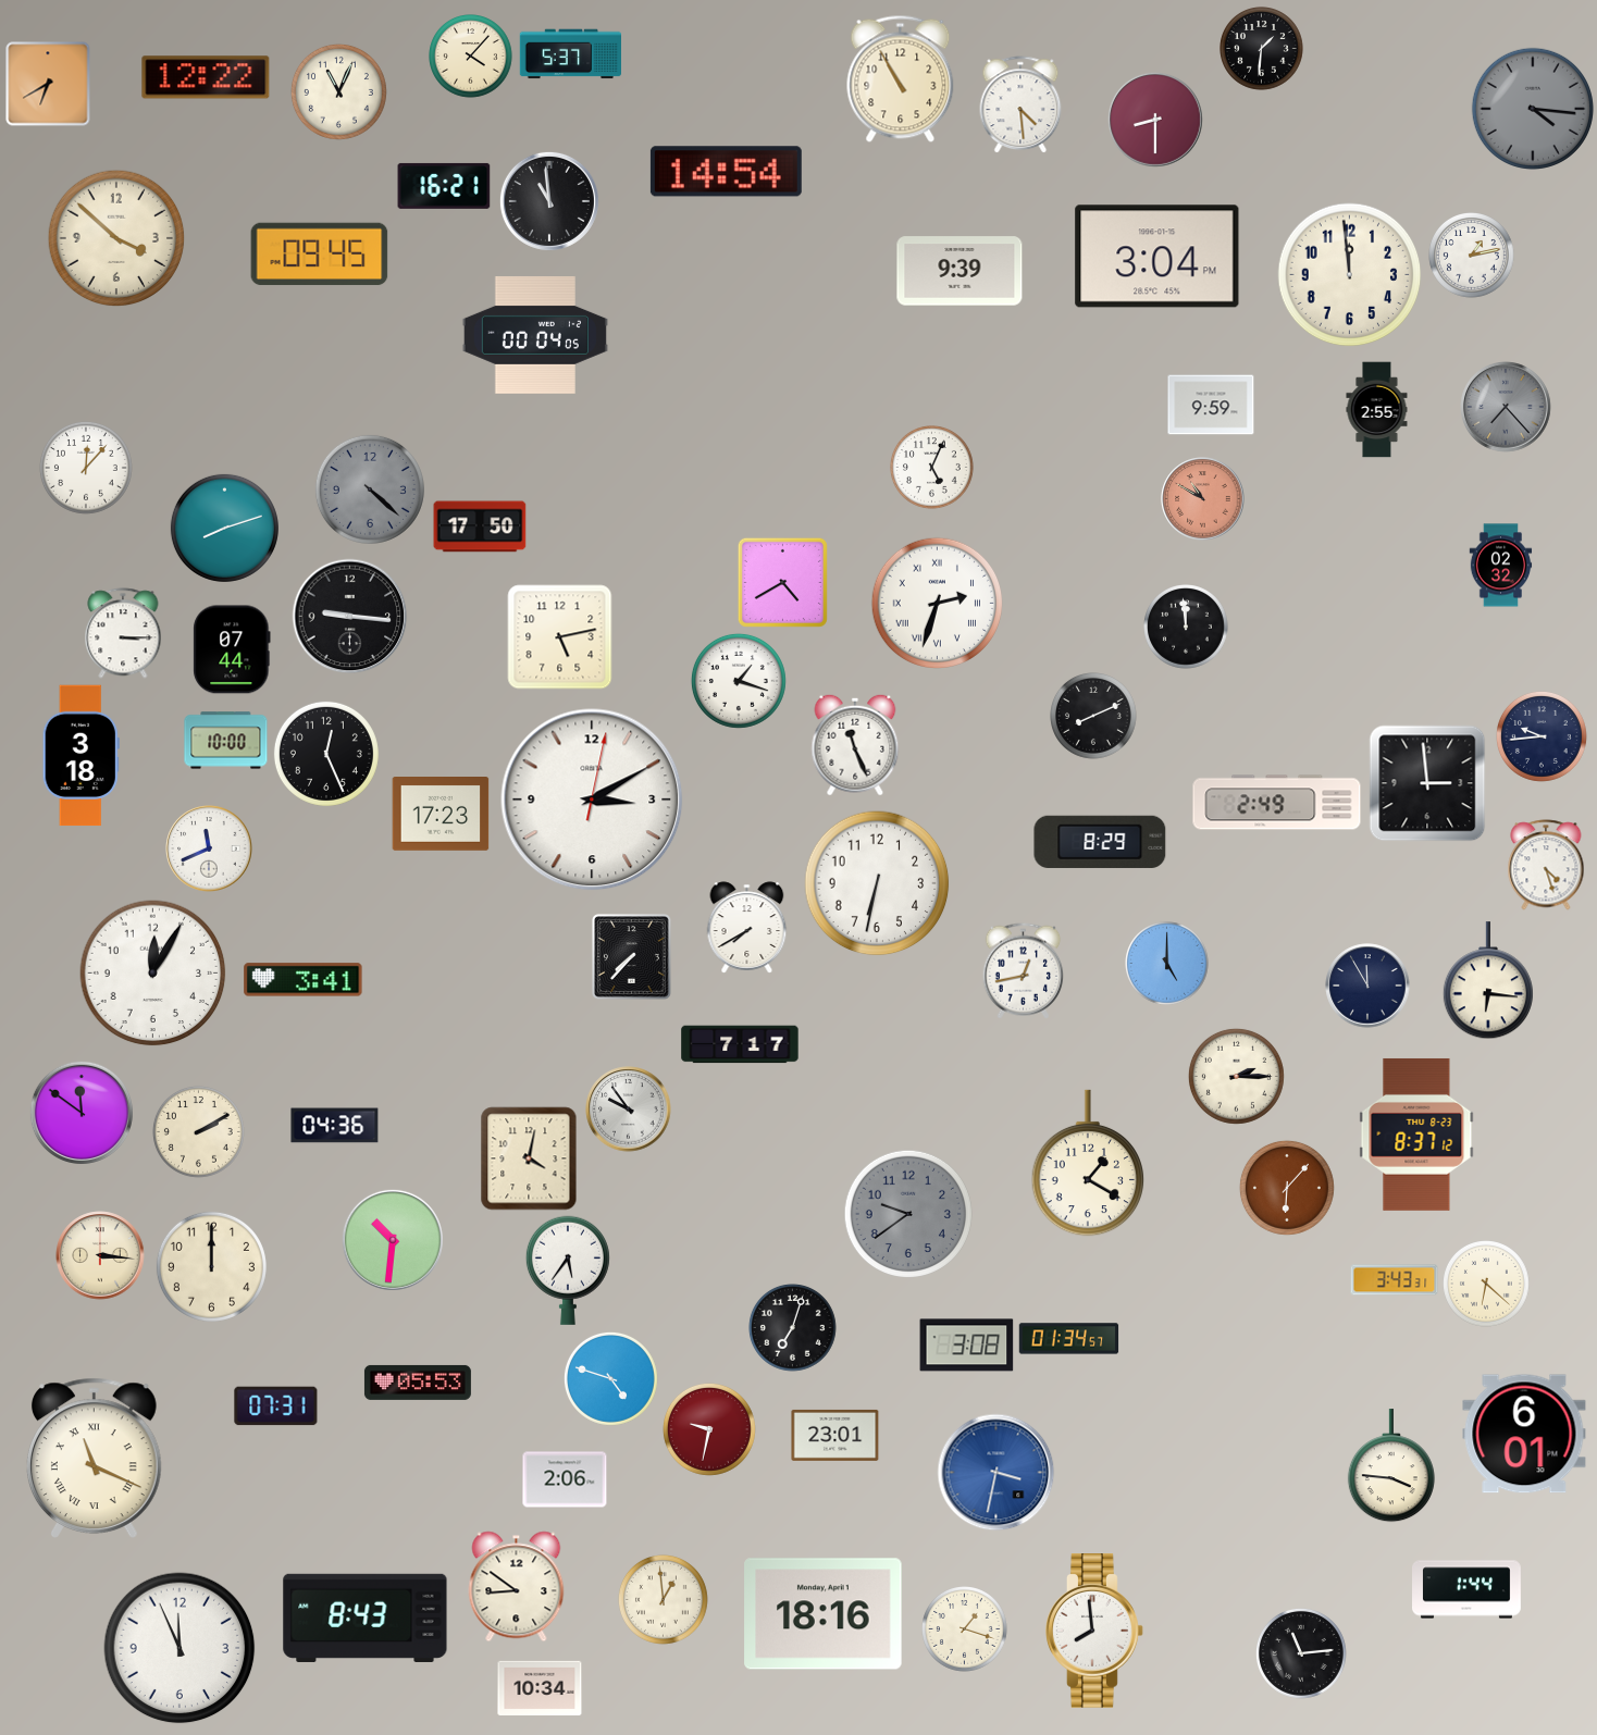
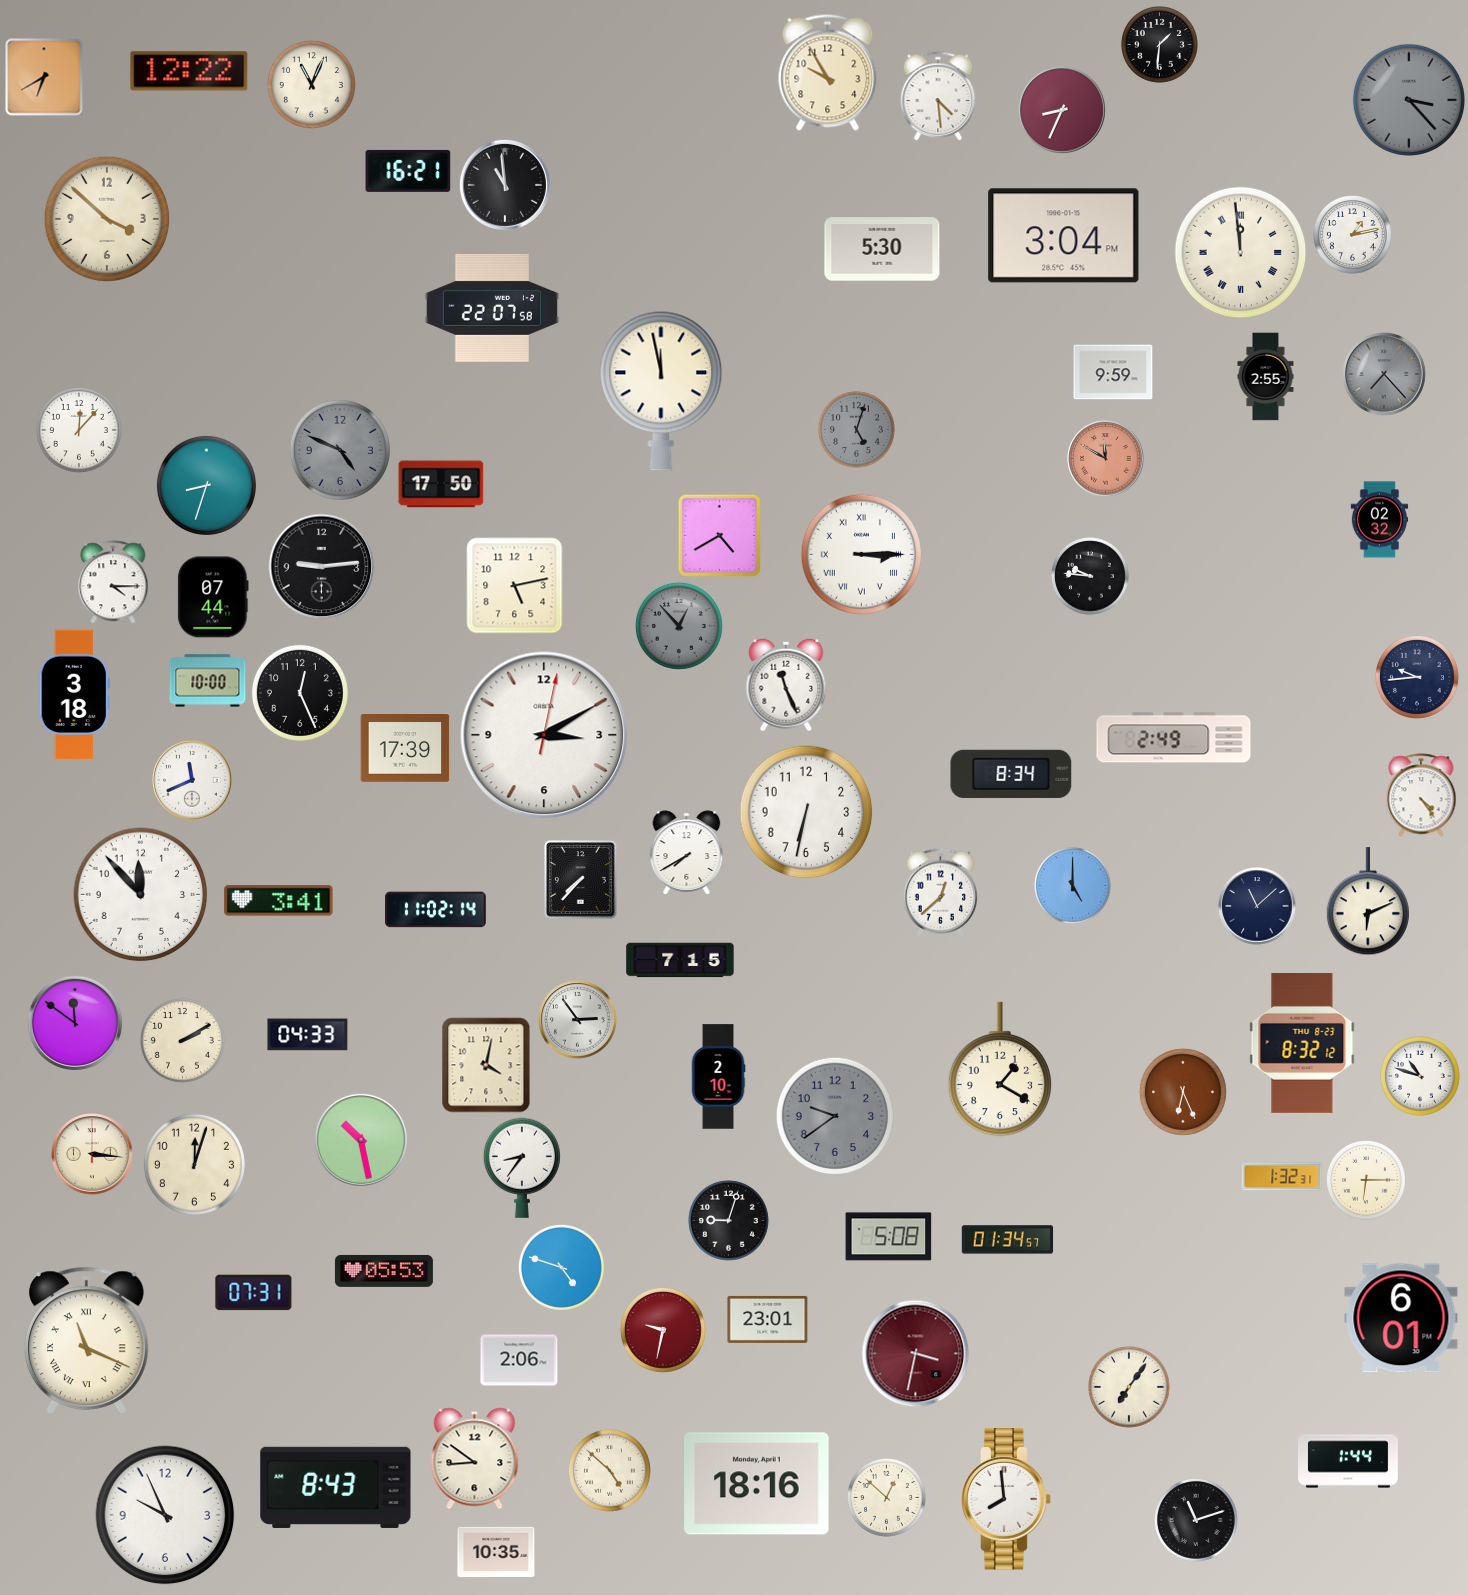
clock at (570, 54): 5:37 -> none
clock at (471, 57): 4:07 -> none
clock at (901, 78): 10:55 -> 9:55
clock at (1533, 109): 4:16 -> 3:23
clock at (1155, 120): 8:30 -> 8:34
clock at (726, 172): 14:54 -> none
clock at (320, 255): 09:45 -> none
clock at (960, 271): 9:39 -> 5:30
clock at (1350, 275) numerals: Arabic -> Roman
clock at (535, 335): 00:04 -> 22:07
clock at (661, 391): none -> 11:58
clock at (932, 468): 5:04 -> 5:03
clock at (932, 468) dial: white -> grey
clock at (370, 489): 4:22 -> 4:49
clock at (1203, 499): 10:50 -> 11:50
clock at (224, 528): 8:12 -> 8:33
clock at (937, 603): 2:33 -> 3:15
clock at (350, 617): 9:16 -> 9:14
clock at (1187, 628): 11:59 -> 9:46
clock at (123, 633): 3:15 -> 4:15
clock at (739, 681): 1:18 -> 12:53
clock at (739, 681) dial: white -> grey
clock at (1094, 717): 8:11 -> none
clock at (1427, 783): 2:59 -> none
clock at (441, 815): 17:23 -> 17:39
clock at (1100, 842): 8:29 -> 8:34
clock at (1546, 865): 4:27 -> 4:24
clock at (1024, 971): 12:43 -> 12:38
clock at (153, 974): 12:05 -> 11:53
clock at (1488, 981): 6:16 -> 6:11
clock at (1367, 986): 11:55 -> 11:08
clock at (436, 910): none -> 11:02
clock at (740, 1044): 7:17 -> 7:15
clock at (1236, 1076): 2:15 -> none
clock at (629, 1110): 9:54 -> 2:54
clock at (335, 1126): 04:36 -> 04:33
clock at (1416, 1135): 8:37 -> 8:32
clock at (718, 1077): none -> 2:10
clock at (1421, 1077): none -> 10:48
clock at (1287, 1188): 6:07 -> 6:26
clock at (393, 1240): 10:31 -> 10:28
clock at (211, 1266): 12:00 -> 12:03
clock at (568, 1271): 5:36 -> 8:36
clock at (1395, 1280): 3:43 -> 1:32
clock at (1487, 1285): 6:22 -> 6:15
clock at (793, 1328): 7:03 -> 9:03
clock at (1069, 1339) position: (1069, 1339) -> (1008, 1240)
clock at (967, 1346): 3:08 -> 5:08
clock at (709, 1429) position: (709, 1429) -> (663, 1330)
clock at (1391, 1466): 3:46 -> none
clock at (996, 1473) dial: blue -> burgundy
clock at (1129, 1387): none -> 7:06
clock at (663, 1599): 12:59 -> 4:52
clock at (965, 1629): 1:18 -> 12:52
clock at (179, 1648): 11:56 -> 9:56
clock at (1301, 1653): 11:14 -> 11:12
clock at (540, 1688): 10:34 -> 10:35
